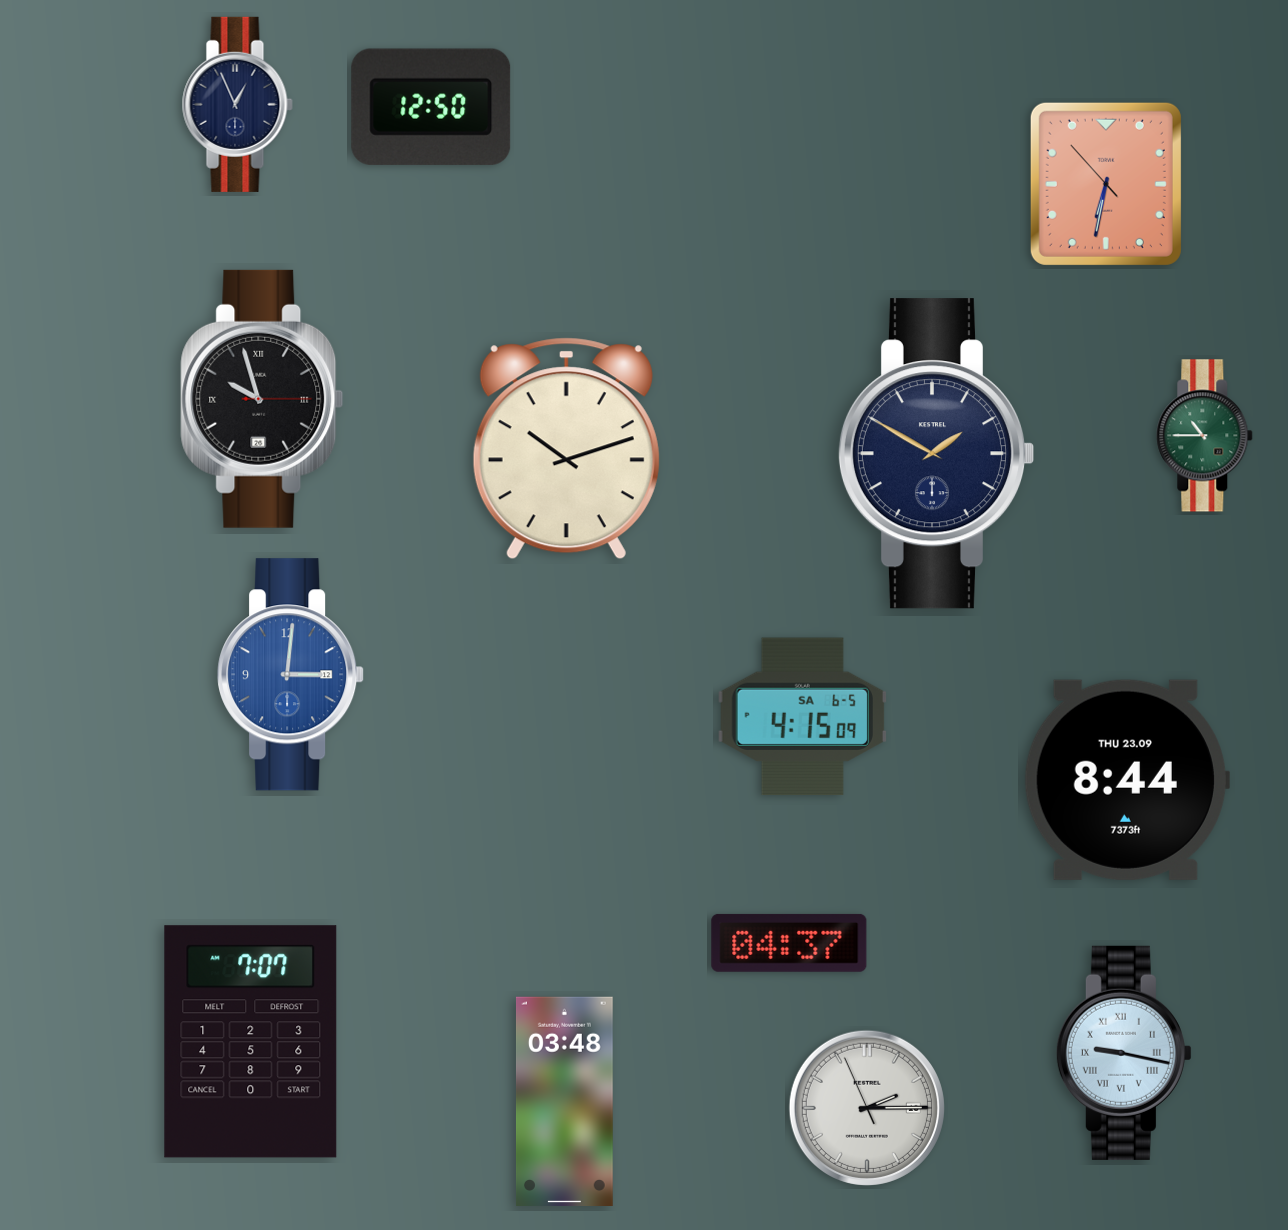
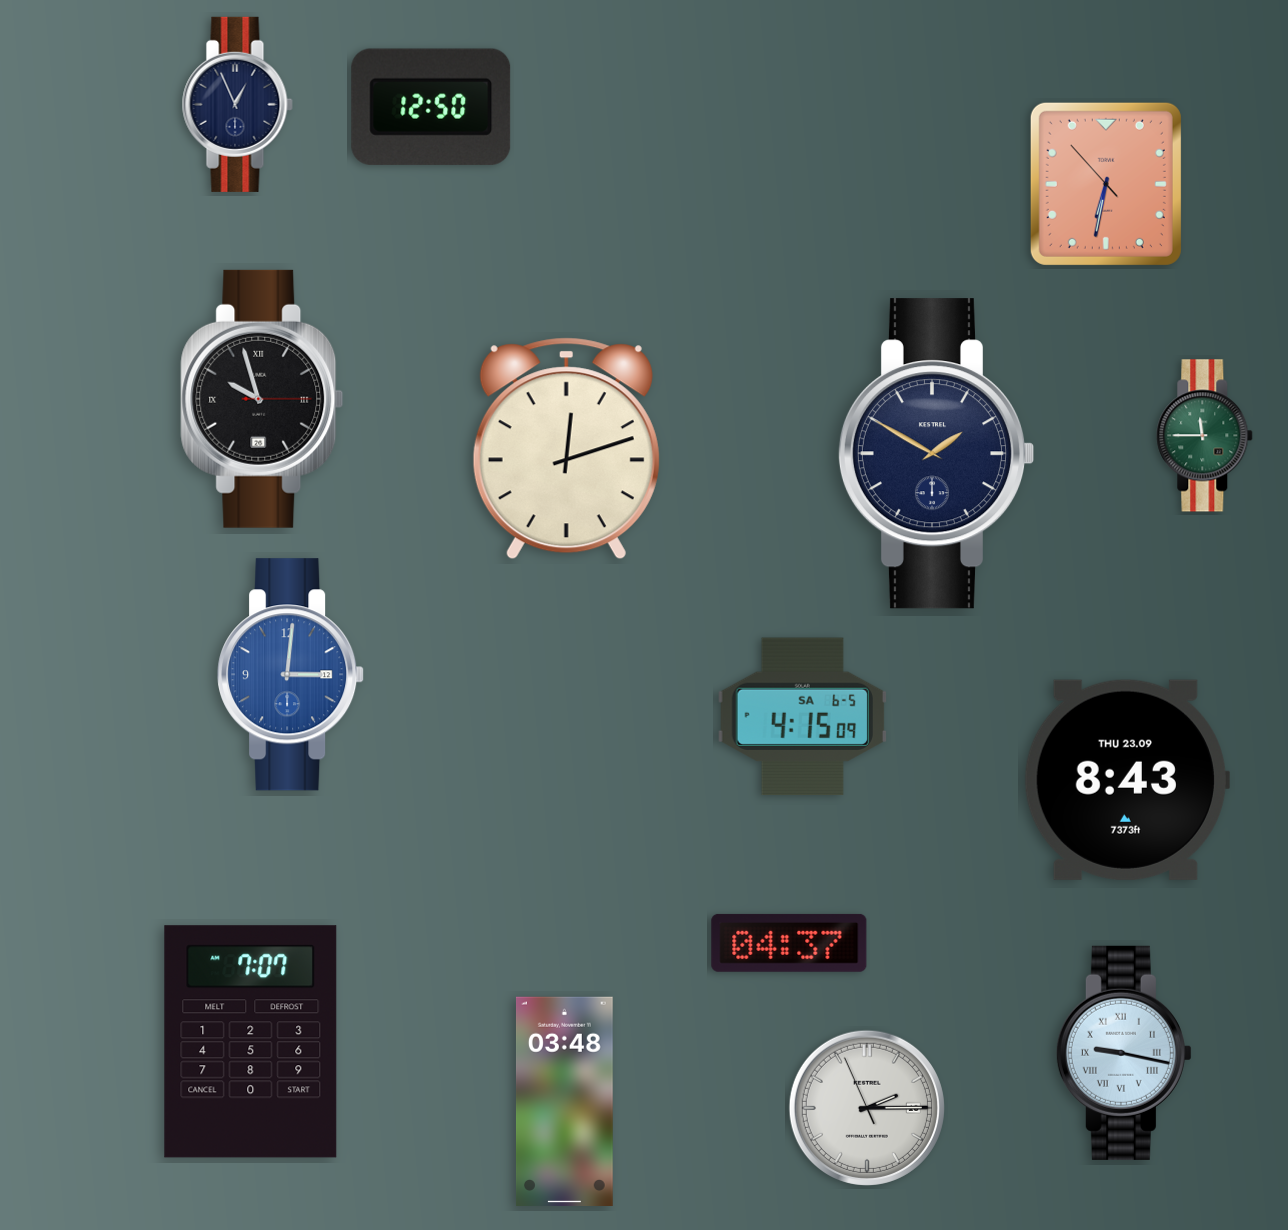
clock at (1205, 436): 10:45 -> 11:45
clock at (566, 449): 10:12 -> 12:12
clock at (1126, 780): 8:44 -> 8:43
